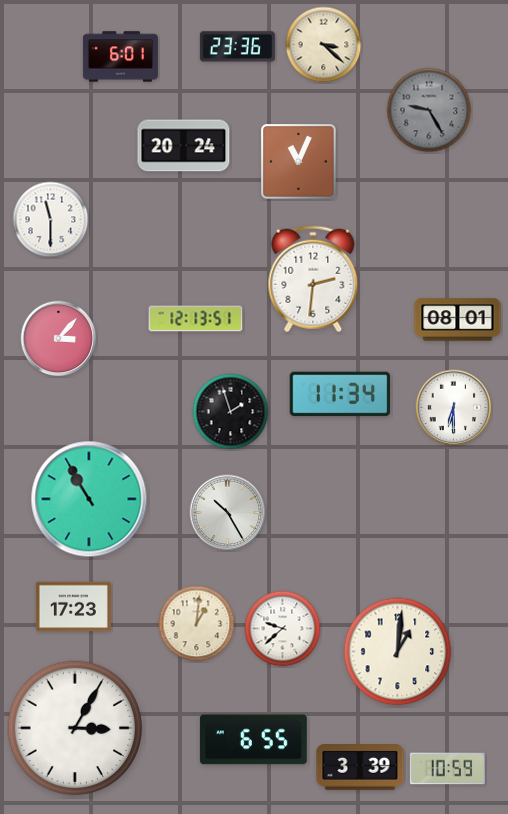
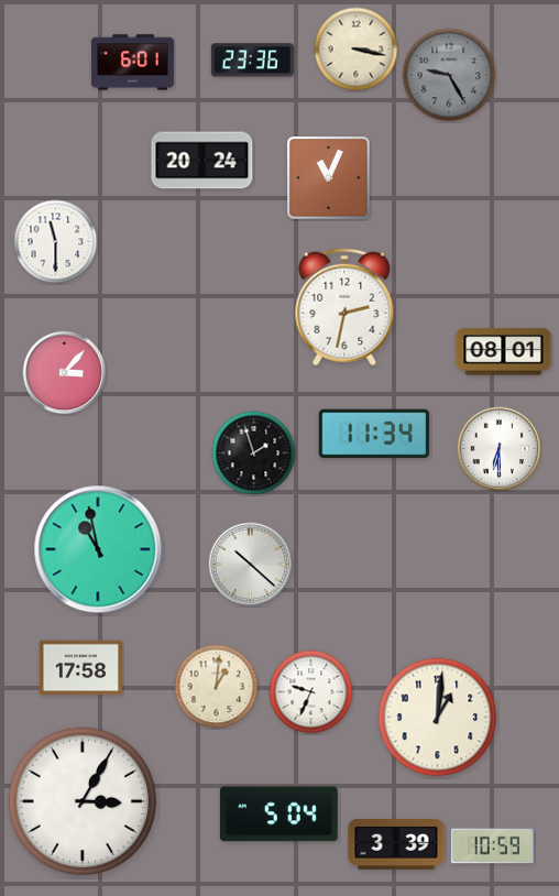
clock at (324, 45): 3:22 -> 3:17
clock at (237, 47) position: (237, 47) -> (252, 61)
clock at (429, 110) position: (429, 110) -> (449, 75)
clock at (313, 279): 2:31 -> 2:32
clock at (196, 319): 12:13 -> none
clock at (89, 499): 10:55 -> 10:58
clock at (228, 513): 10:25 -> 10:22
clock at (73, 607): 17:23 -> 17:58
clock at (283, 629): 9:38 -> 9:34
clock at (253, 740): 6:55 -> 5:04
